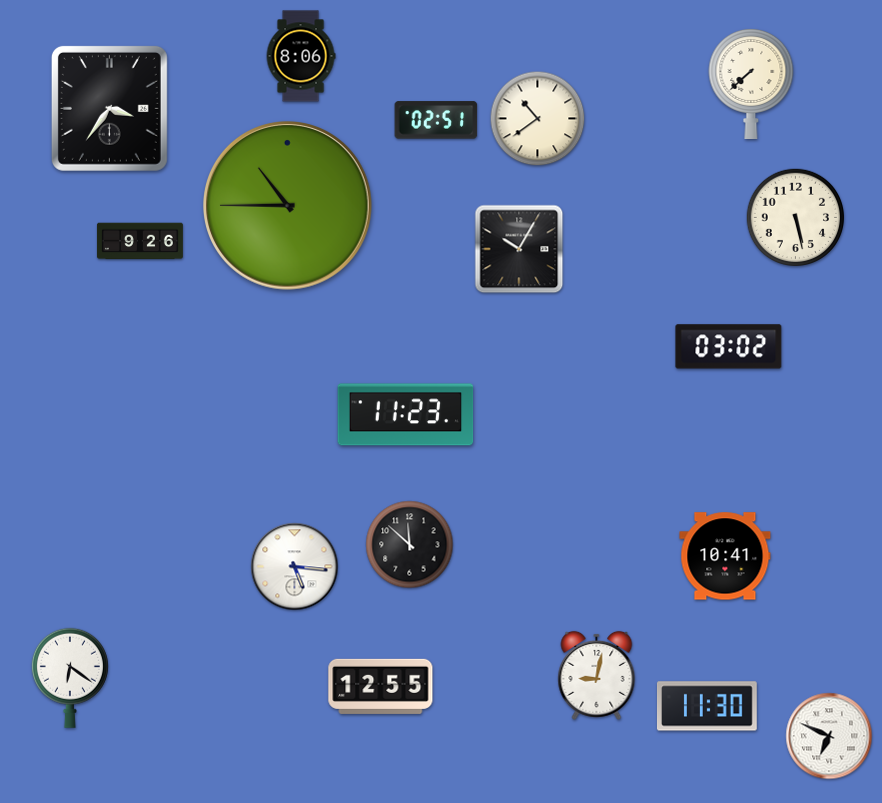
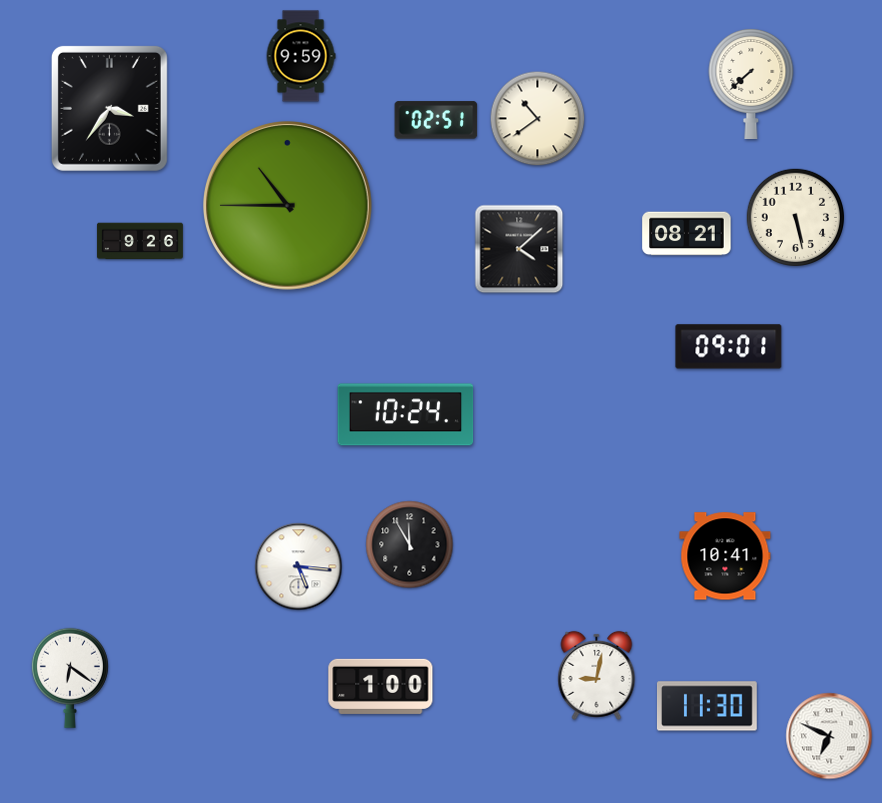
clock at (301, 56): 8:06 -> 9:59
clock at (687, 234): none -> 08:21
clock at (519, 249): 10:05 -> 4:08
clock at (729, 347): 03:02 -> 09:01
clock at (406, 415): 11:23 -> 10:24
clock at (410, 545): 11:52 -> 11:55
clock at (295, 567) position: (295, 567) -> (299, 567)
clock at (381, 686): 12:55 -> 1:00
